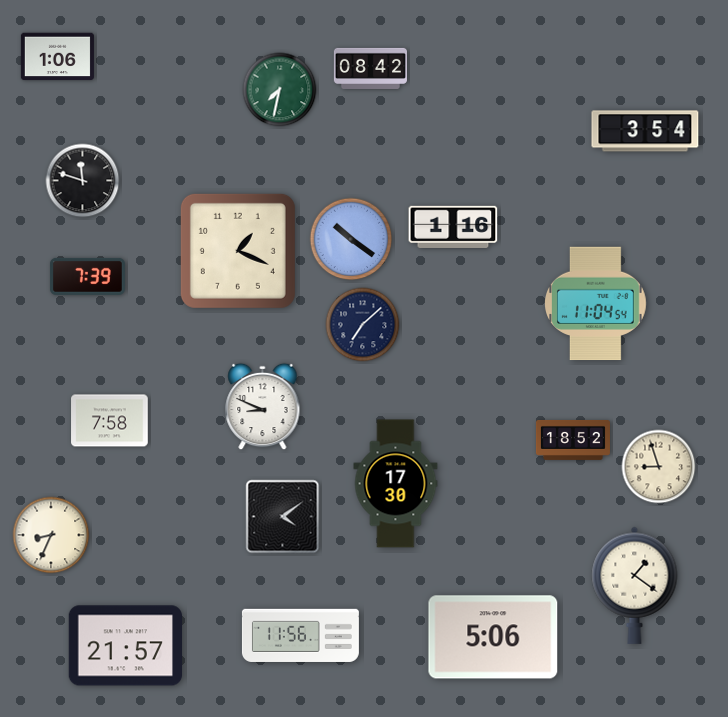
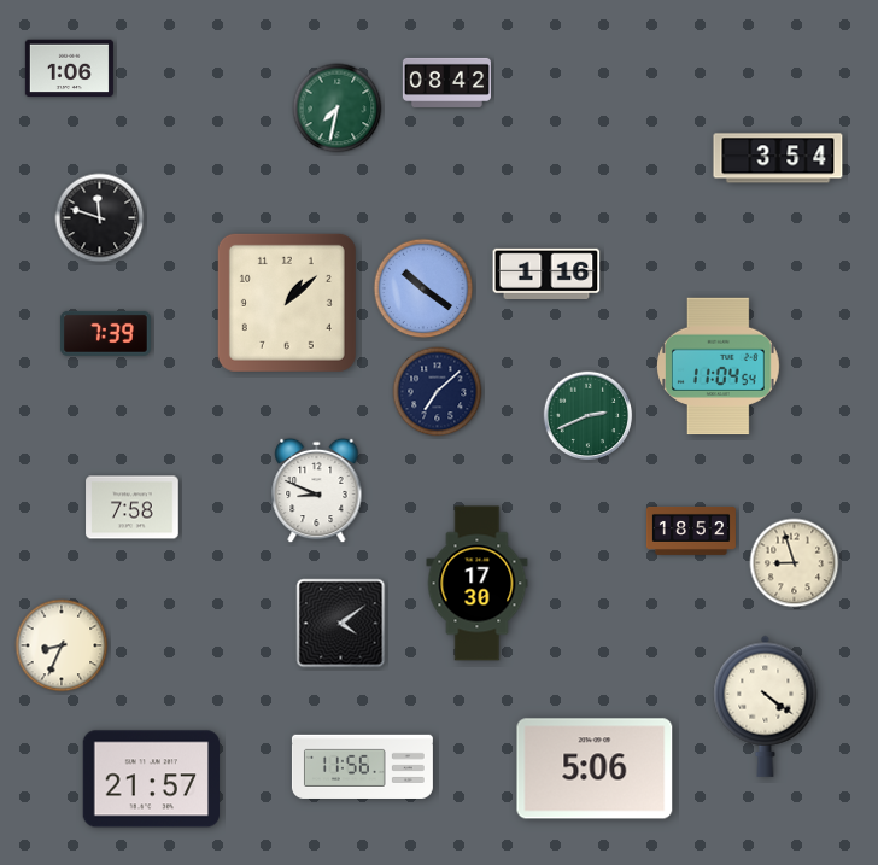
clock at (238, 251): 1:19 -> 1:08
clock at (589, 416): none -> 2:41
clock at (635, 585): 1:21 -> 4:21
